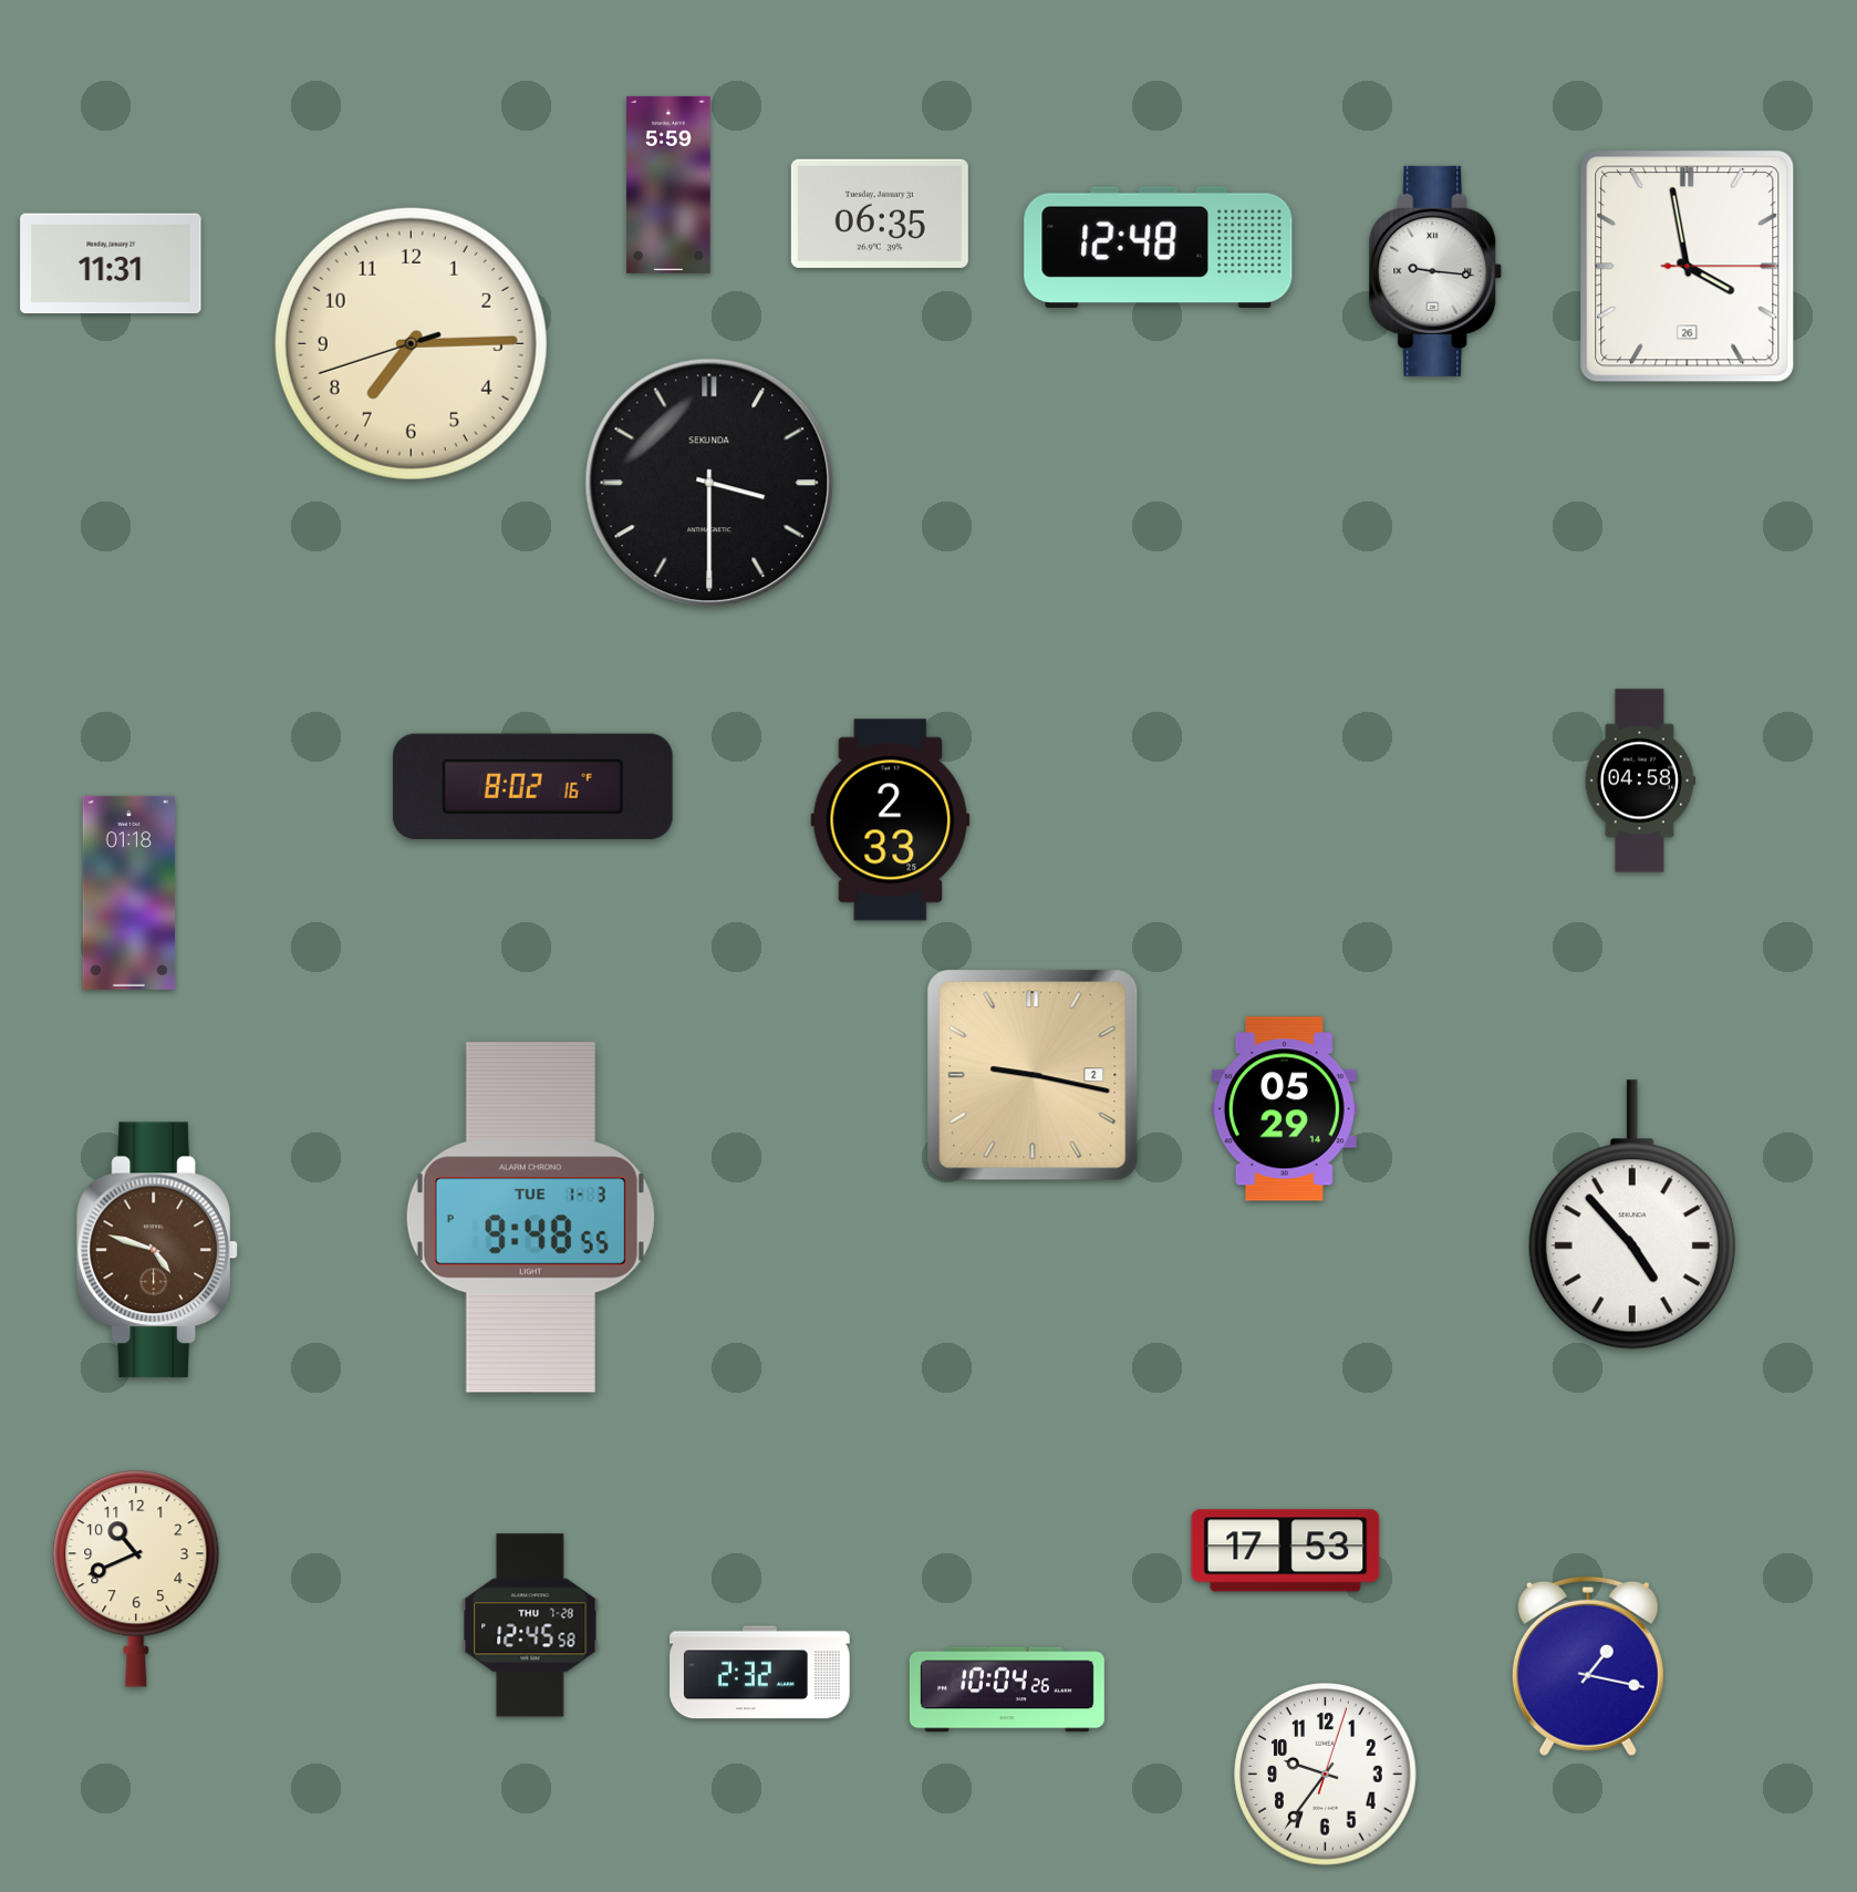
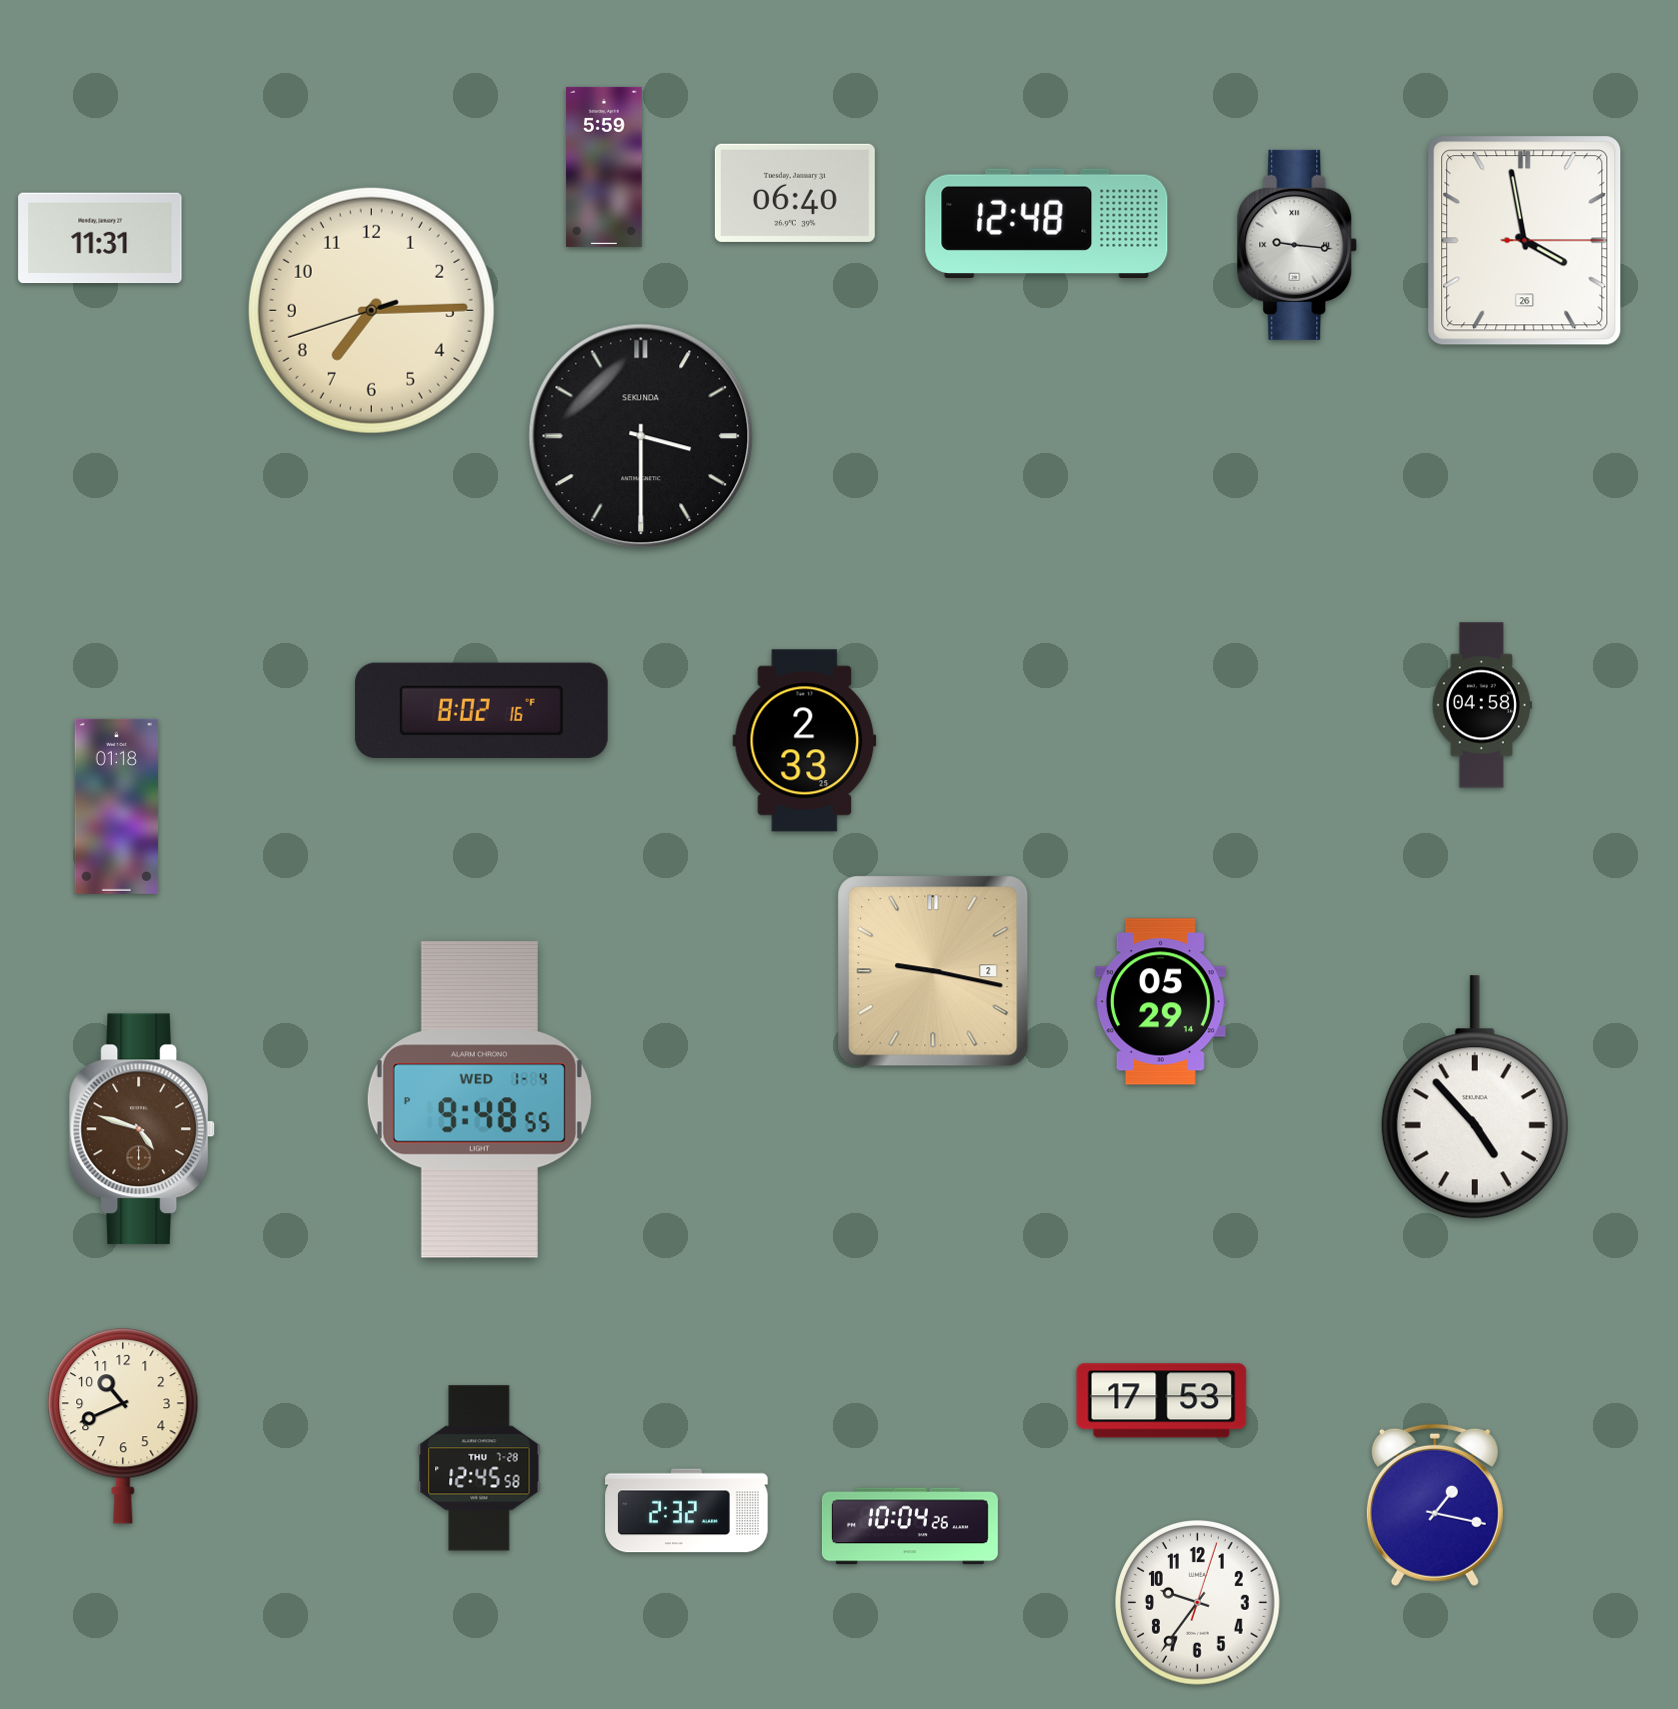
clock at (880, 214): 06:35 -> 06:40
clock at (530, 1218) date: TUE 1-3 -> WED 1-4
